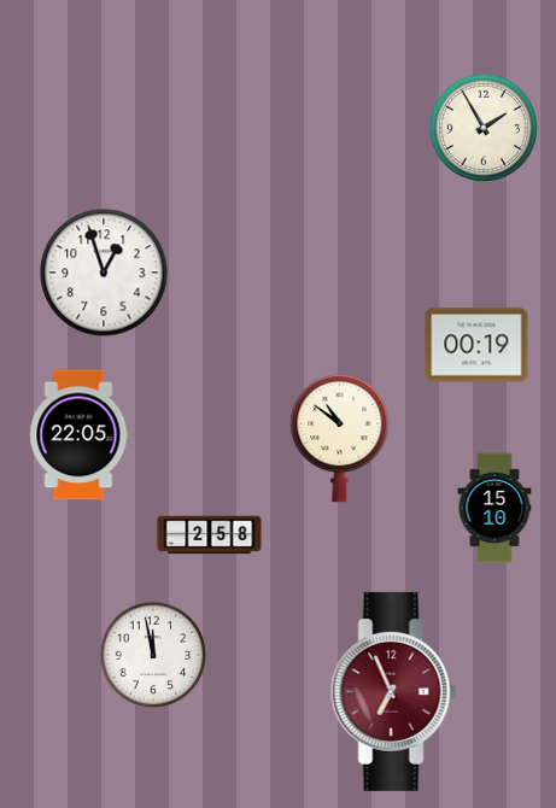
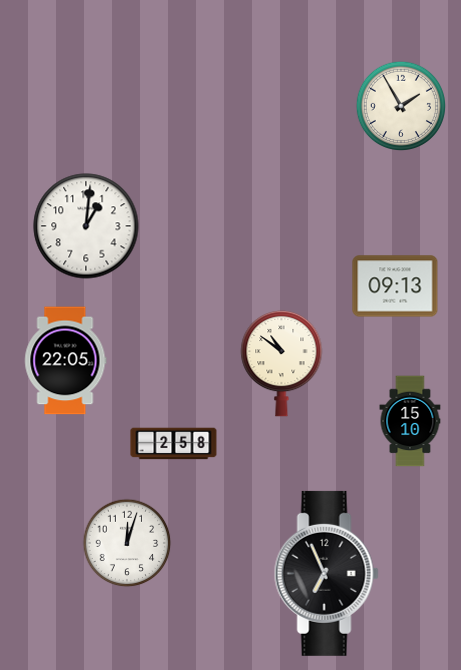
clock at (104, 273): 12:57 -> 1:01
clock at (476, 345): 00:19 -> 09:13
clock at (153, 655): 11:58 -> 12:03
clock at (393, 691) dial: burgundy -> black
